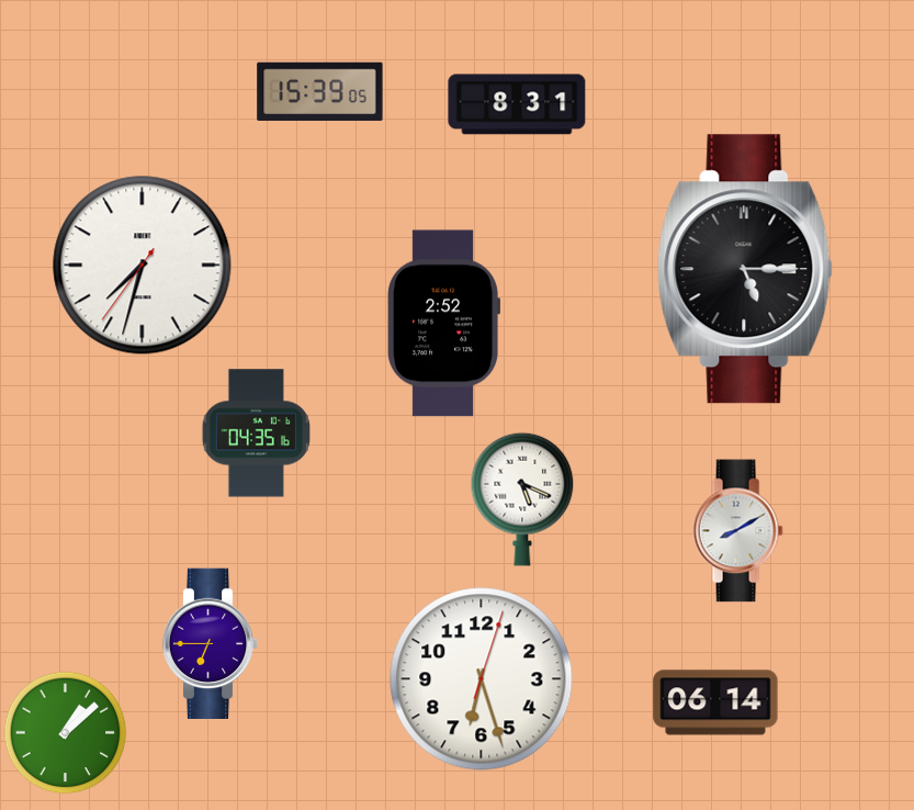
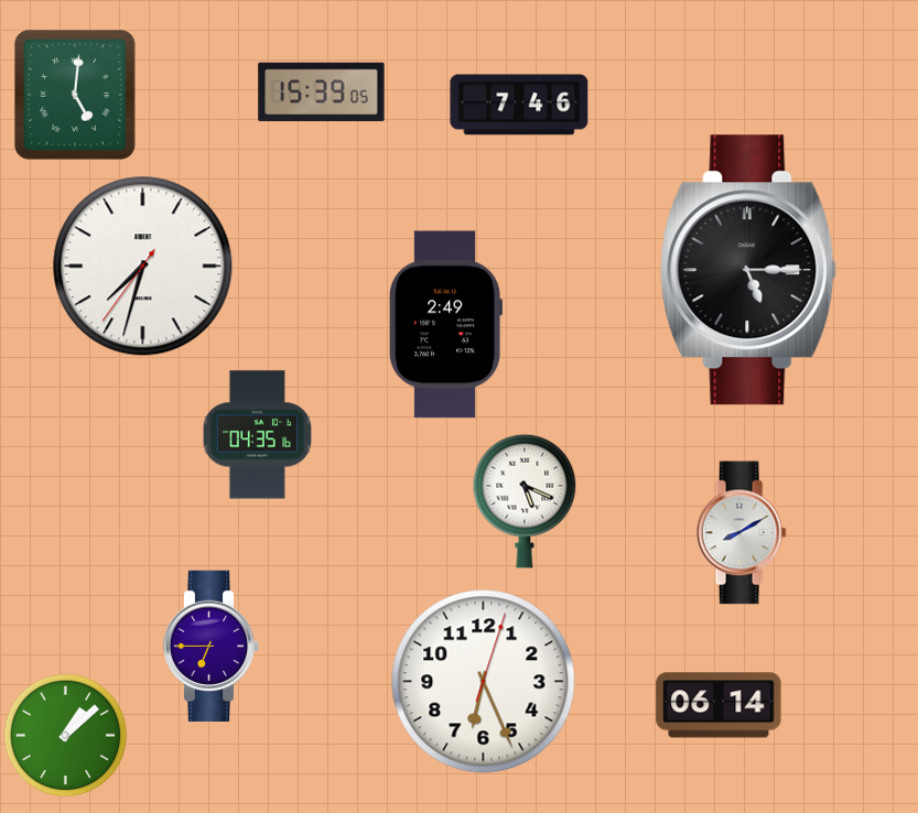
clock at (76, 95): none -> 5:01
clock at (517, 104): 8:31 -> 7:46
clock at (444, 324): 2:52 -> 2:49
clock at (482, 679): 6:27 -> 6:26
